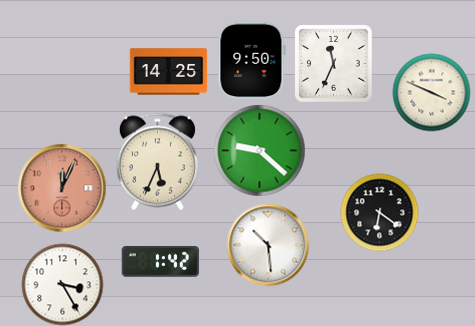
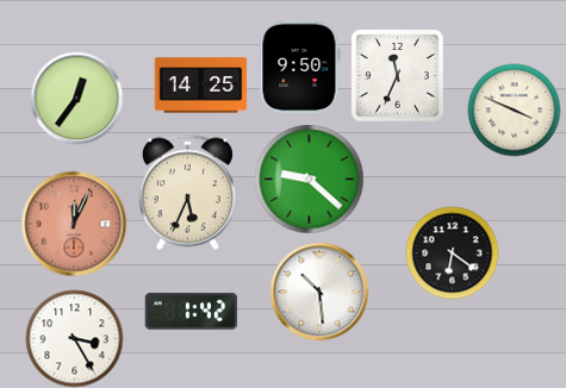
clock at (252, 60) position: (252, 60) -> (300, 67)
clock at (76, 98): none -> 12:36
